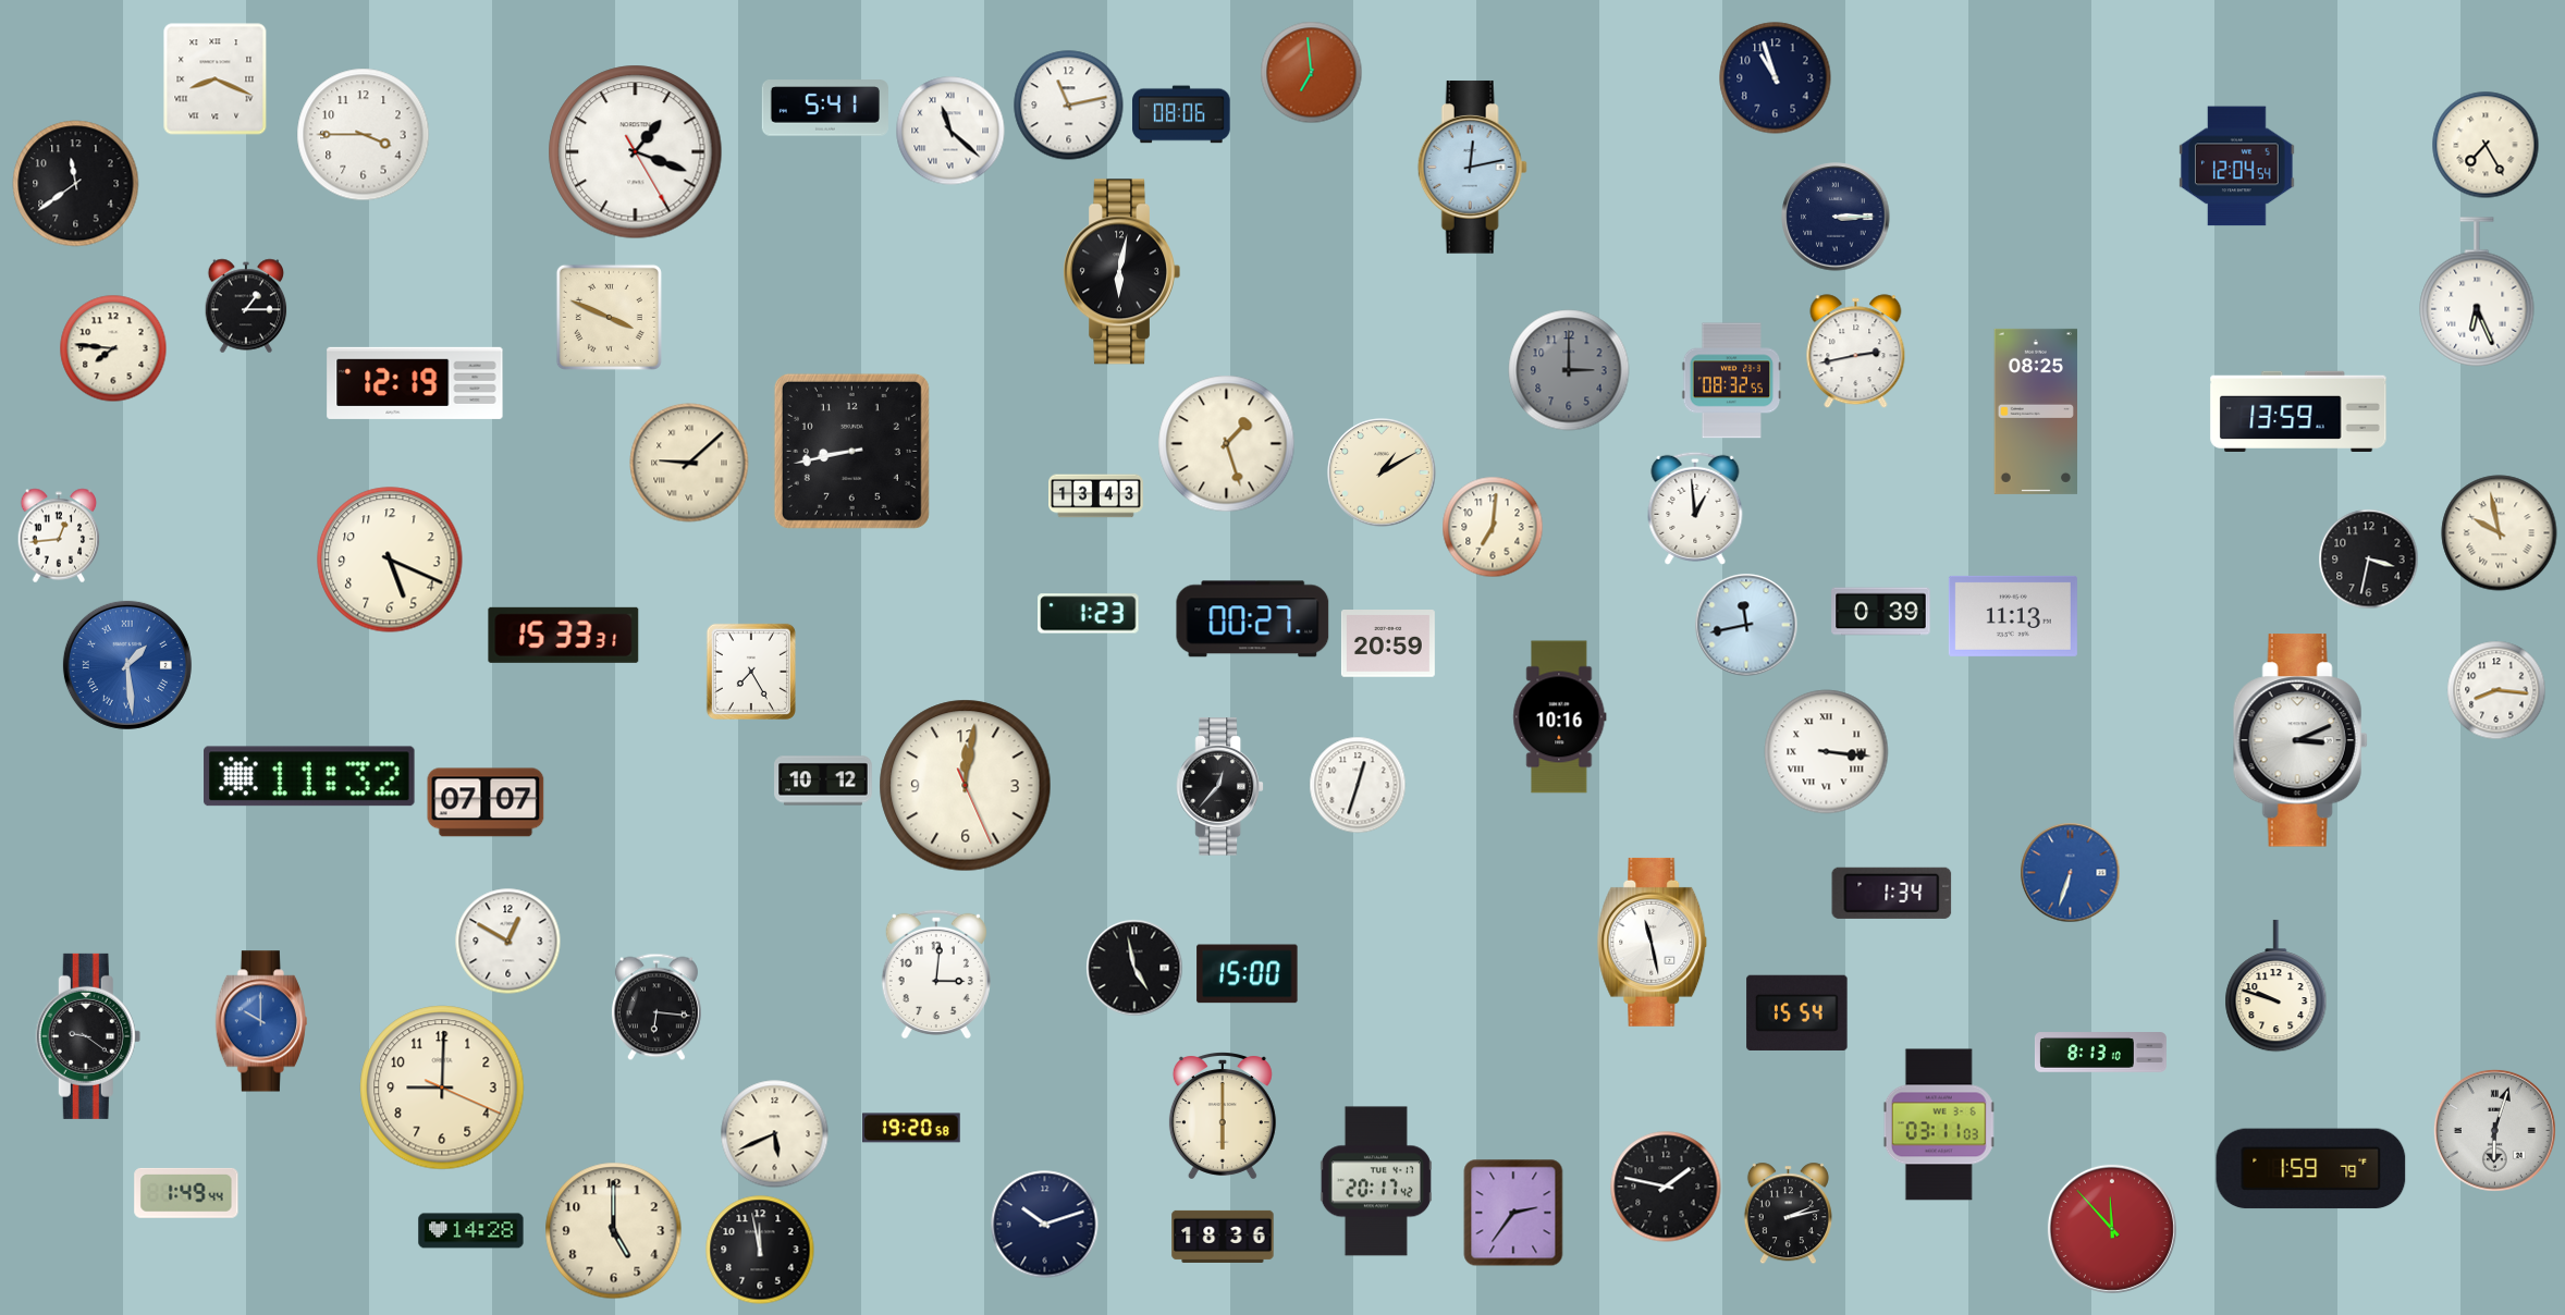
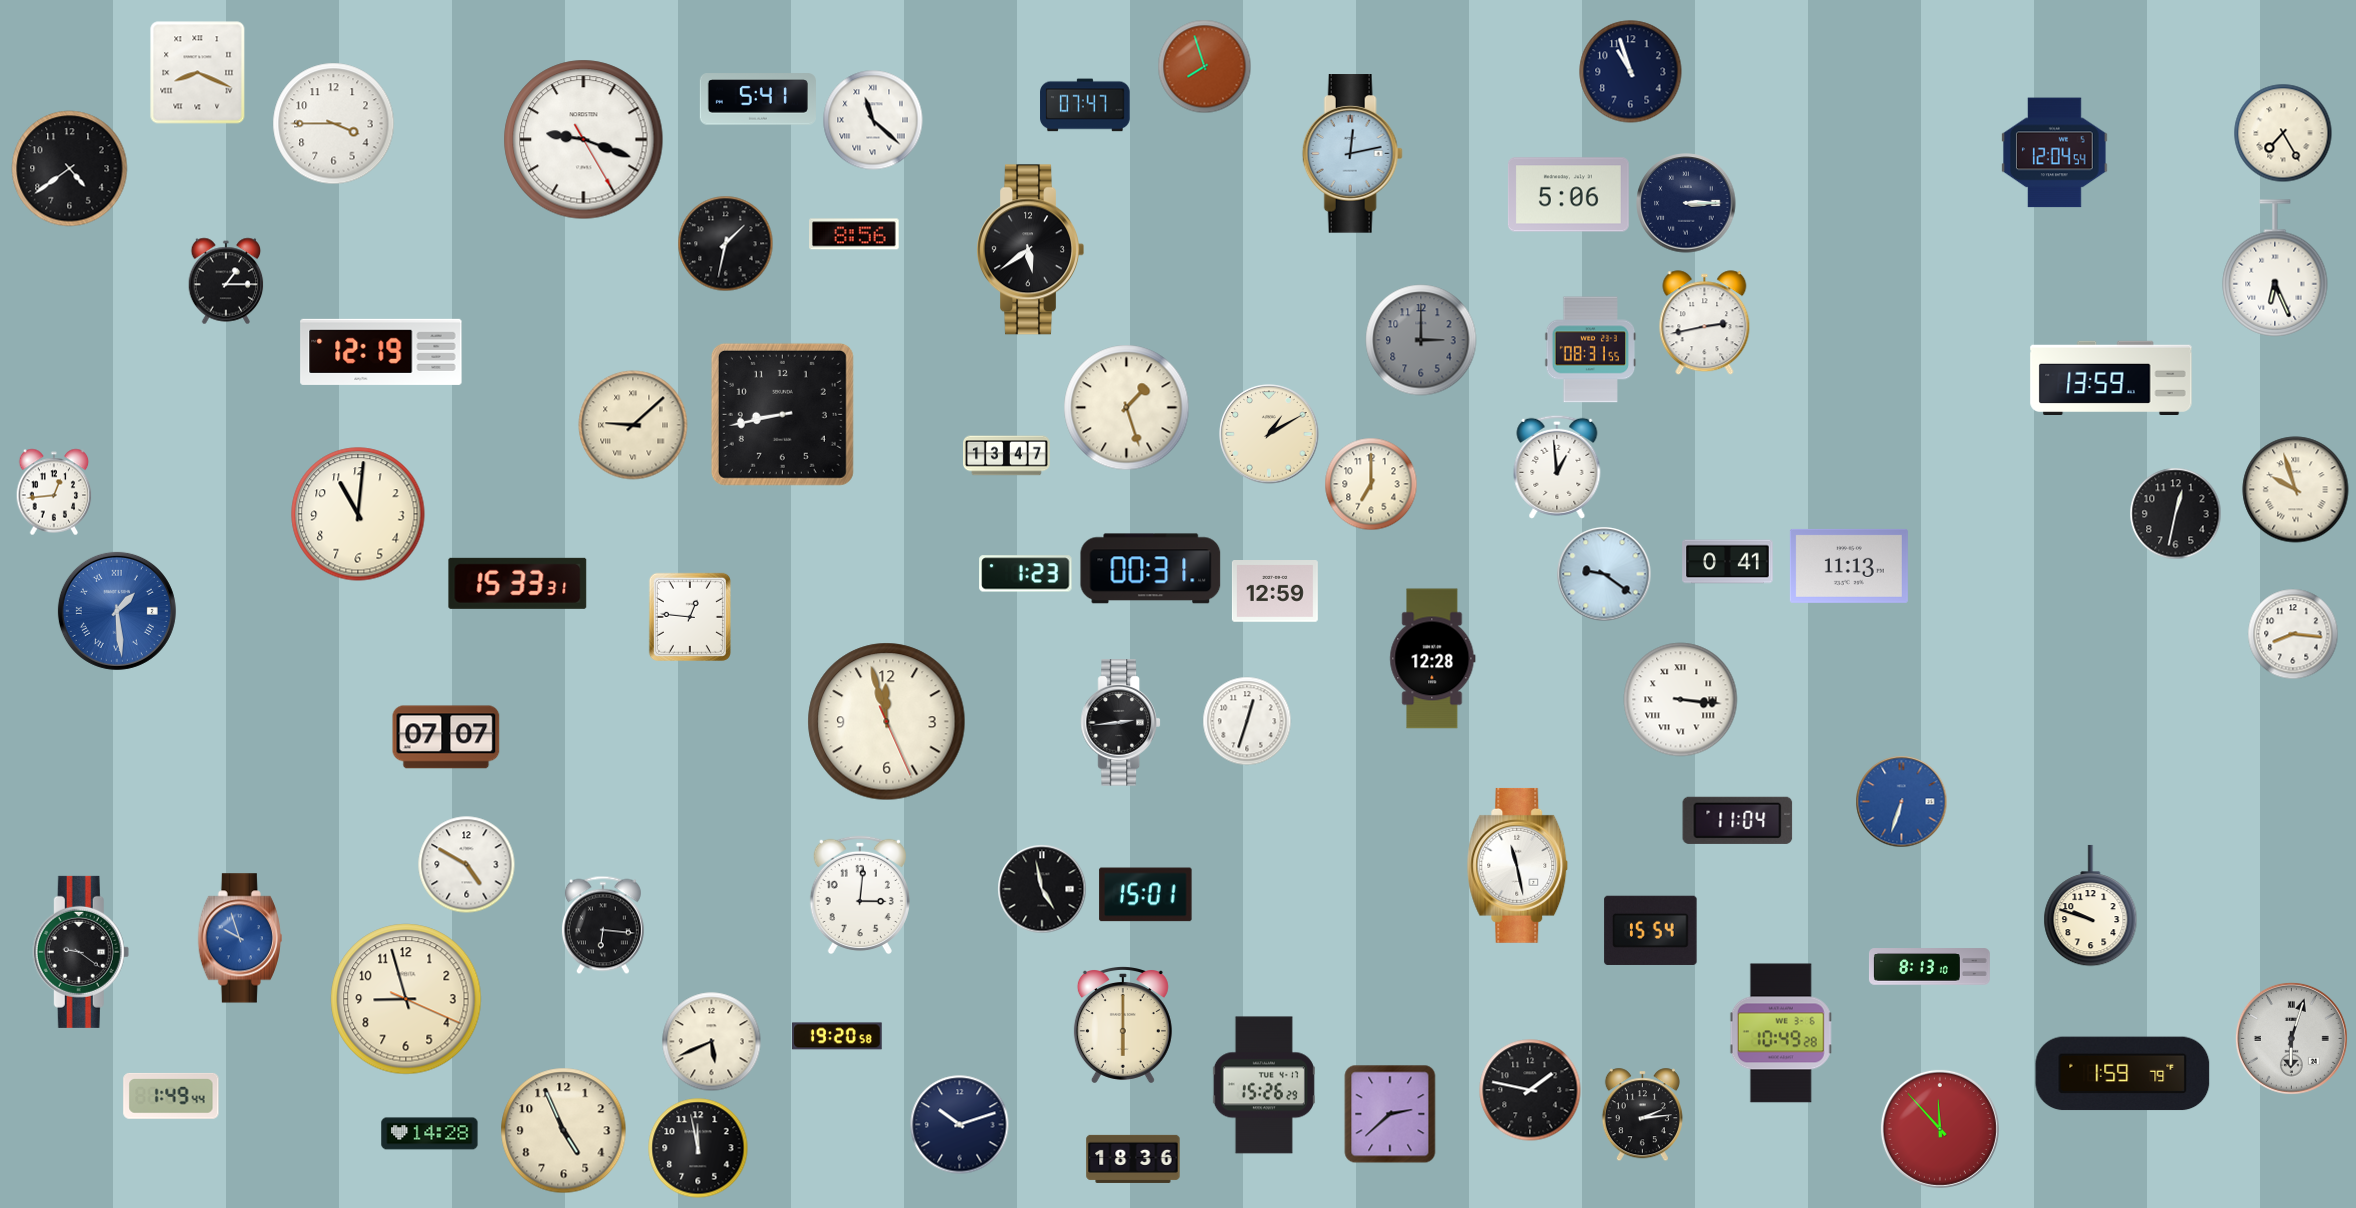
clock at (1312, 73): 6:59 -> 7:57
clock at (1069, 106): 11:13 -> none
clock at (1181, 114): 08:06 -> 07:47
clock at (636, 152): 1:18 -> 9:18
clock at (76, 184): 11:39 -> 4:39
clock at (1568, 195): none -> 5:06
clock at (1836, 217) position: (1836, 217) -> (1686, 203)
clock at (854, 234): none -> 8:56
clock at (726, 244): none -> 1:32
clock at (1121, 272): 6:02 -> 5:39
clock at (609, 317): 3:49 -> none
clock at (113, 348): 7:46 -> none
clock at (1569, 370) position: (1569, 370) -> (1421, 340)
clock at (1732, 381): 08:32 -> 08:31
clock at (2035, 411): 08:25 -> none
clock at (1096, 496): 13:43 -> 13:47
clock at (1493, 527): 7:01 -> 7:00
clock at (2500, 533): 9:58 -> 9:57
clock at (390, 560): 5:19 -> 11:01
clock at (2369, 560): 3:32 -> 12:32
clock at (1881, 612): 0:39 -> 0:41
clock at (1089, 614) position: (1089, 614) -> (1026, 574)
clock at (1253, 619): 00:27 -> 00:31
clock at (1746, 625): 11:43 -> 9:21
clock at (1388, 644): 20:59 -> 12:59
clock at (751, 672): 7:25 -> 12:46
clock at (1560, 717): 10:16 -> 12:28
clock at (2300, 740): 3:11 -> none
clock at (1827, 752) position: (1827, 752) -> (1681, 700)
clock at (309, 776): 11:32 -> none
clock at (823, 781): 10:12 -> none
clock at (966, 786): 12:01 -> 11:57
clock at (1220, 787): 12:37 -> 2:44
clock at (1892, 893): 1:34 -> 11:04
clock at (508, 942): 12:50 -> 4:50
clock at (1248, 974): 15:00 -> 15:01
clock at (261, 1021): 10:00 -> 9:57
clock at (442, 1087): 9:00 -> 8:57
clock at (1939, 1124): 03:11 -> 10:49
clock at (1376, 1181): 20:17 -> 15:26
clock at (1513, 1213): 2:36 -> 2:38
clock at (1788, 1214): 2:13 -> 2:14
clock at (471, 1231) position: (471, 1231) -> (430, 1134)
clock at (614, 1231): 5:00 -> 4:56
clock at (1223, 1237) position: (1223, 1237) -> (1133, 1159)
